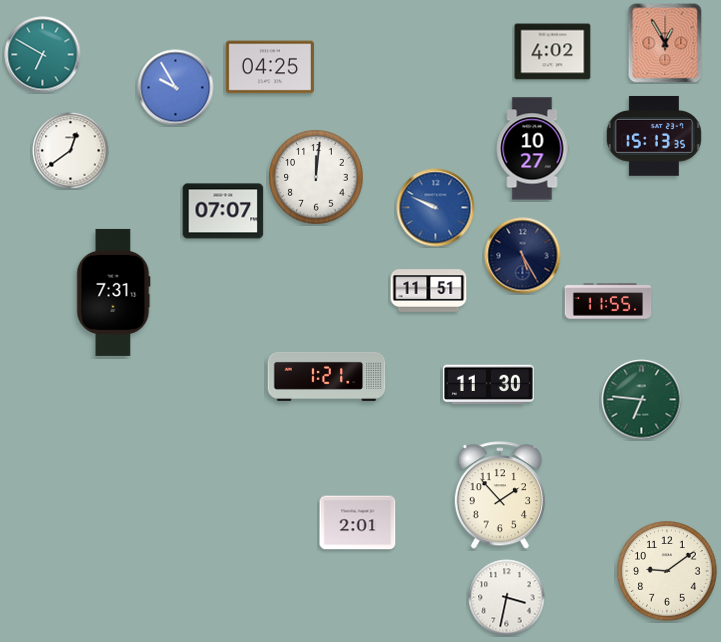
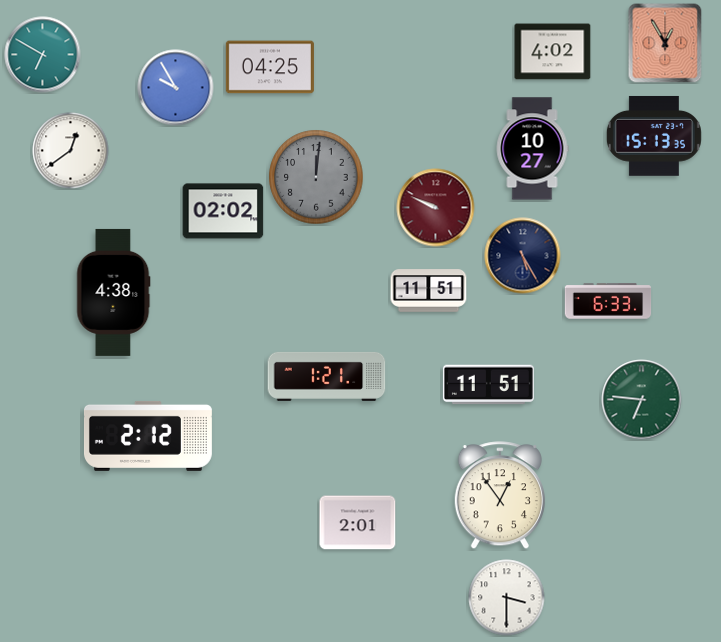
clock at (316, 177) dial: white -> grey
clock at (436, 208) dial: blue -> burgundy
clock at (223, 211): 07:07 -> 02:02
clock at (114, 292): 7:31 -> 4:38
clock at (608, 301): 11:55 -> 6:33
clock at (488, 385): 11:30 -> 11:51
clock at (148, 436): none -> 2:12
clock at (500, 496): 1:53 -> 12:54
clock at (667, 571): 9:09 -> none
clock at (507, 598): 3:32 -> 3:30
